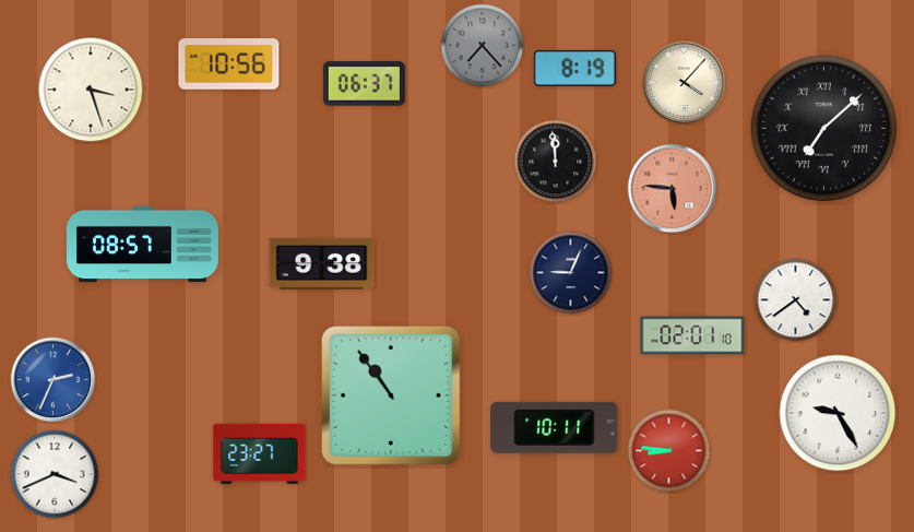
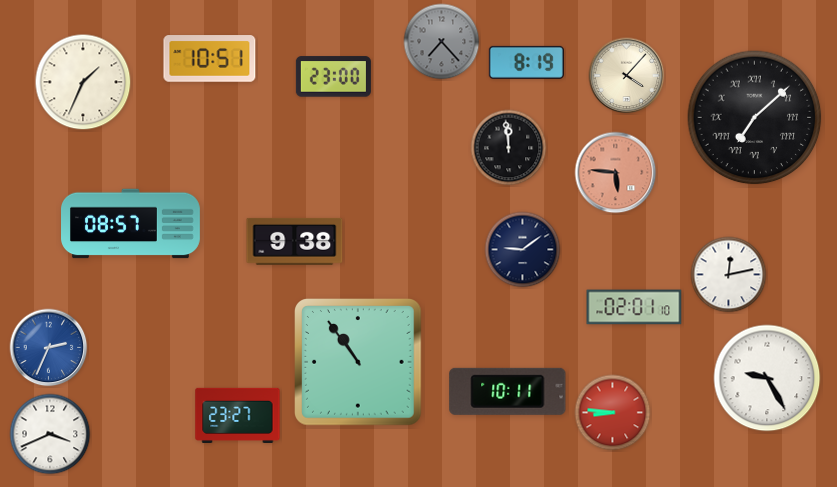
clock at (229, 64): 10:56 -> 10:51
clock at (364, 84): 06:37 -> 23:00
clock at (91, 90): 3:27 -> 1:34
clock at (571, 273): 9:04 -> 9:09
clock at (796, 300): 4:39 -> 12:13
